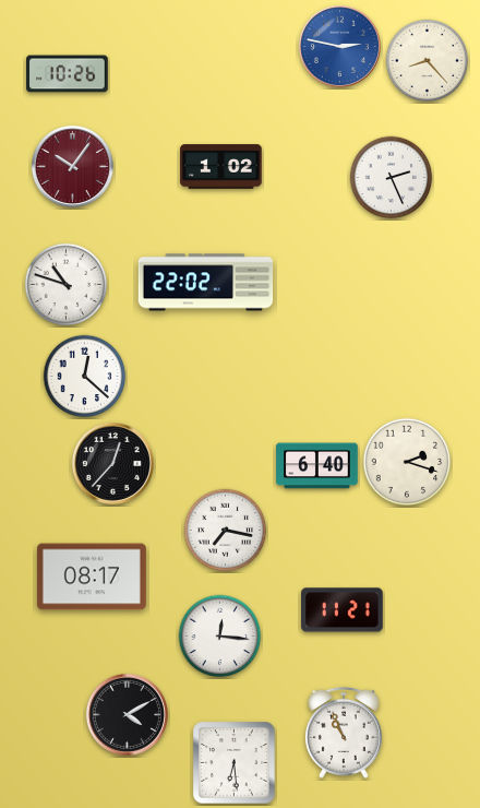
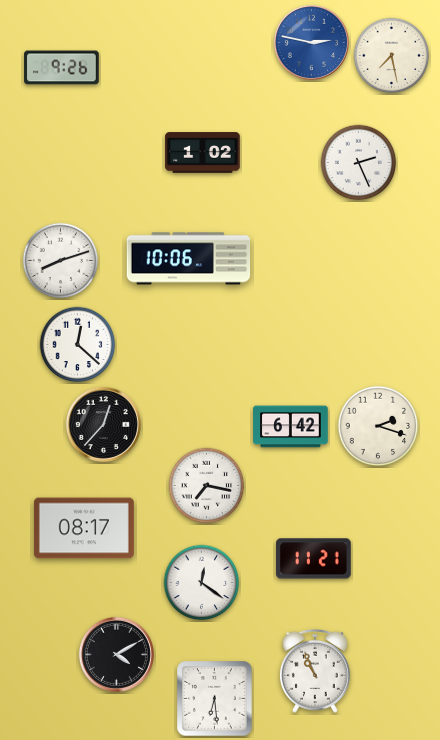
clock at (428, 61): 8:23 -> 7:28
clock at (68, 74): 10:26 -> 9:26
clock at (72, 166): 10:06 -> none
clock at (206, 283): 22:02 -> 10:06
clock at (67, 285): 10:48 -> 8:12
clock at (407, 462) position: (407, 462) -> (378, 426)
clock at (317, 466): 6:40 -> 6:42
clock at (220, 637): 12:16 -> 12:21
